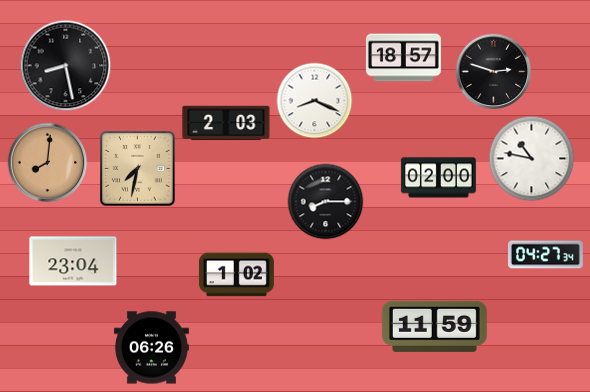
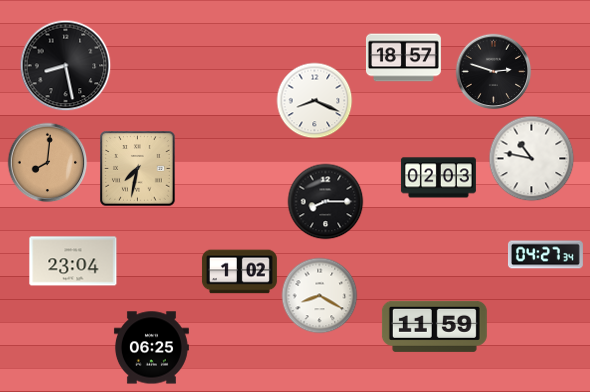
clock at (226, 123): 2:03 -> none
clock at (438, 178): 02:00 -> 02:03
clock at (236, 275) position: (236, 275) -> (239, 272)
clock at (320, 296): none -> 8:20
clock at (151, 348): 06:26 -> 06:25
